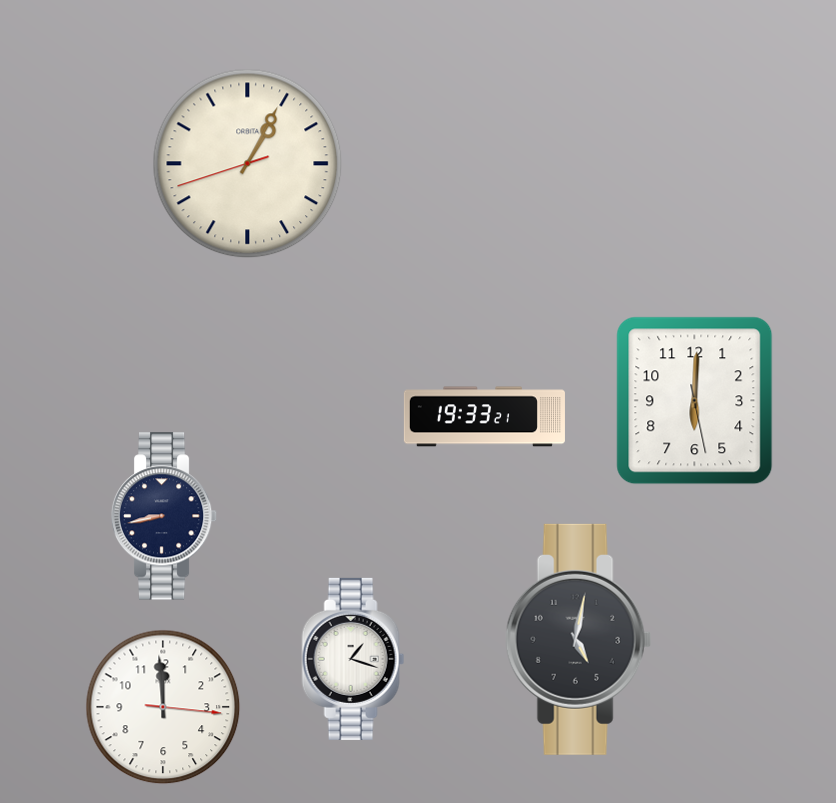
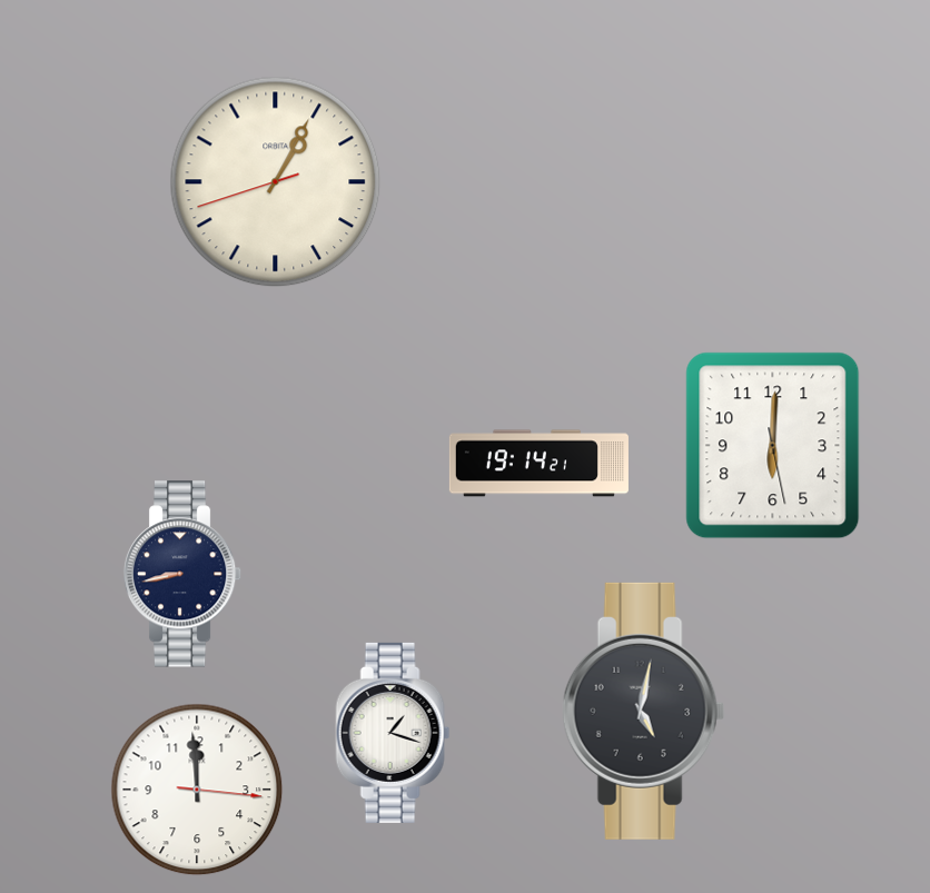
clock at (484, 417): 19:33 -> 19:14
clock at (163, 707) position: (163, 707) -> (197, 790)
